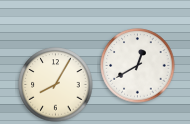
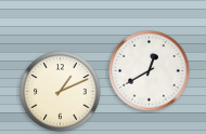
clock at (56, 85): 8:05 -> 1:11
